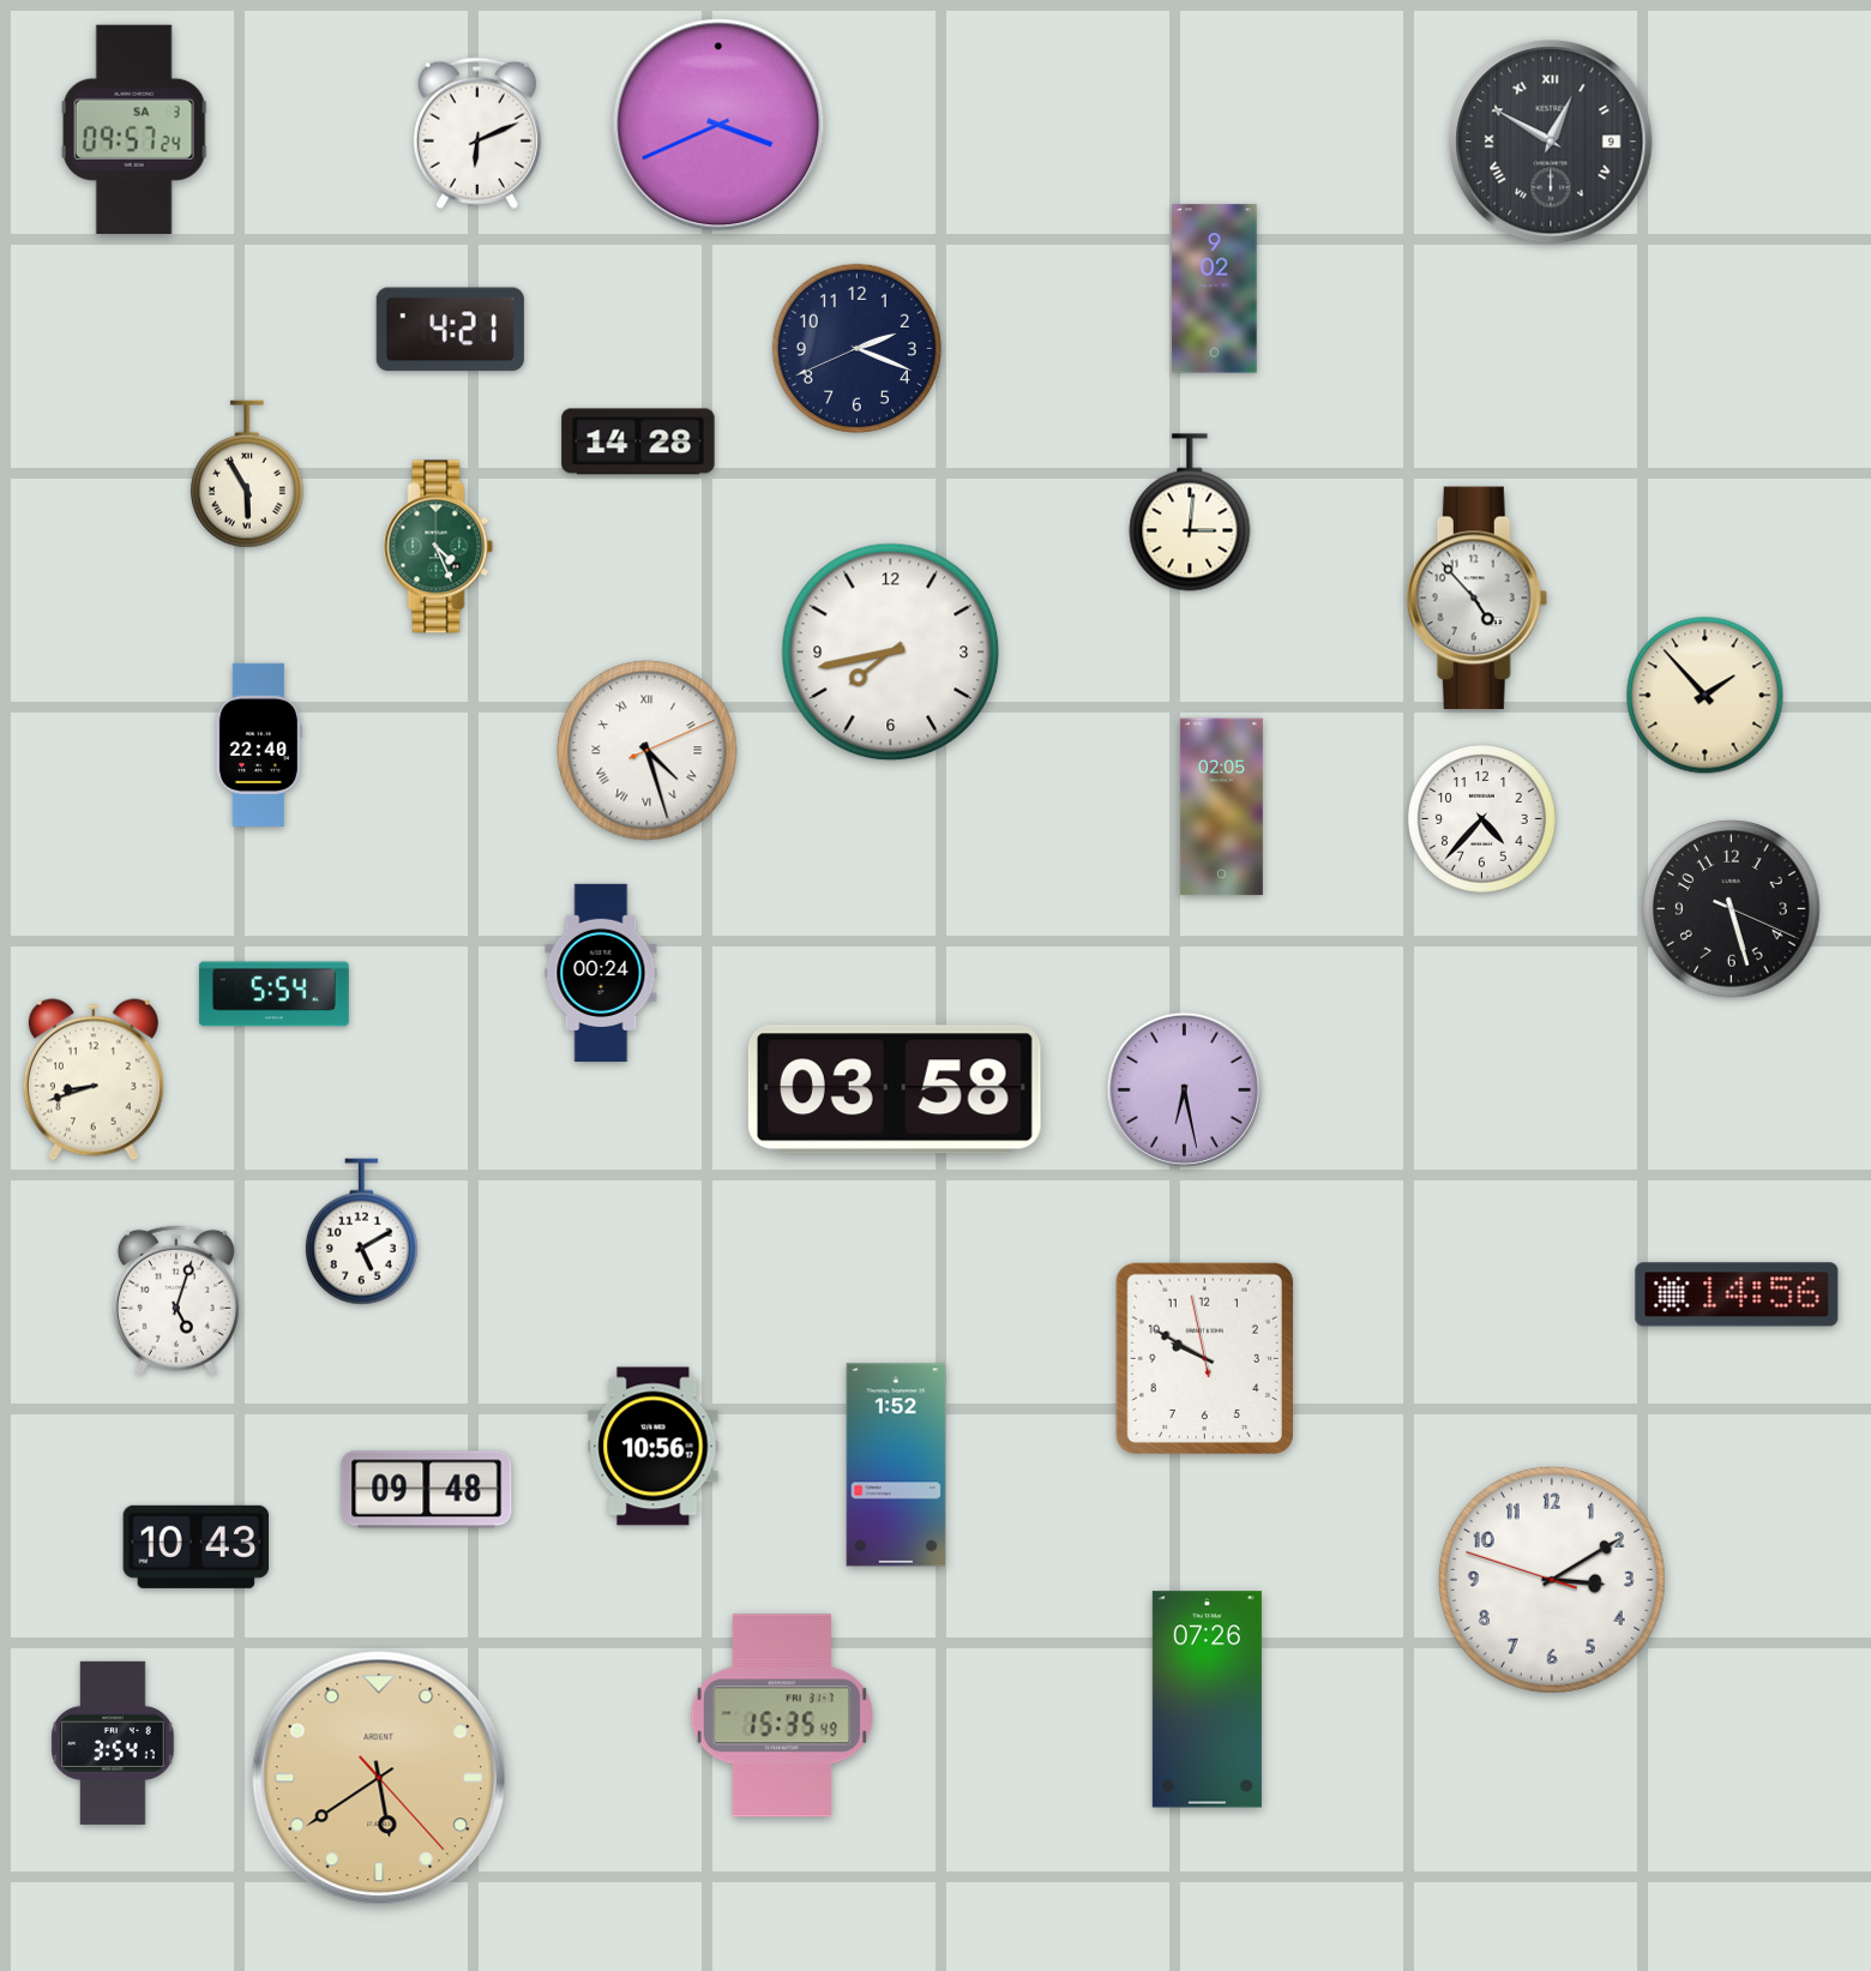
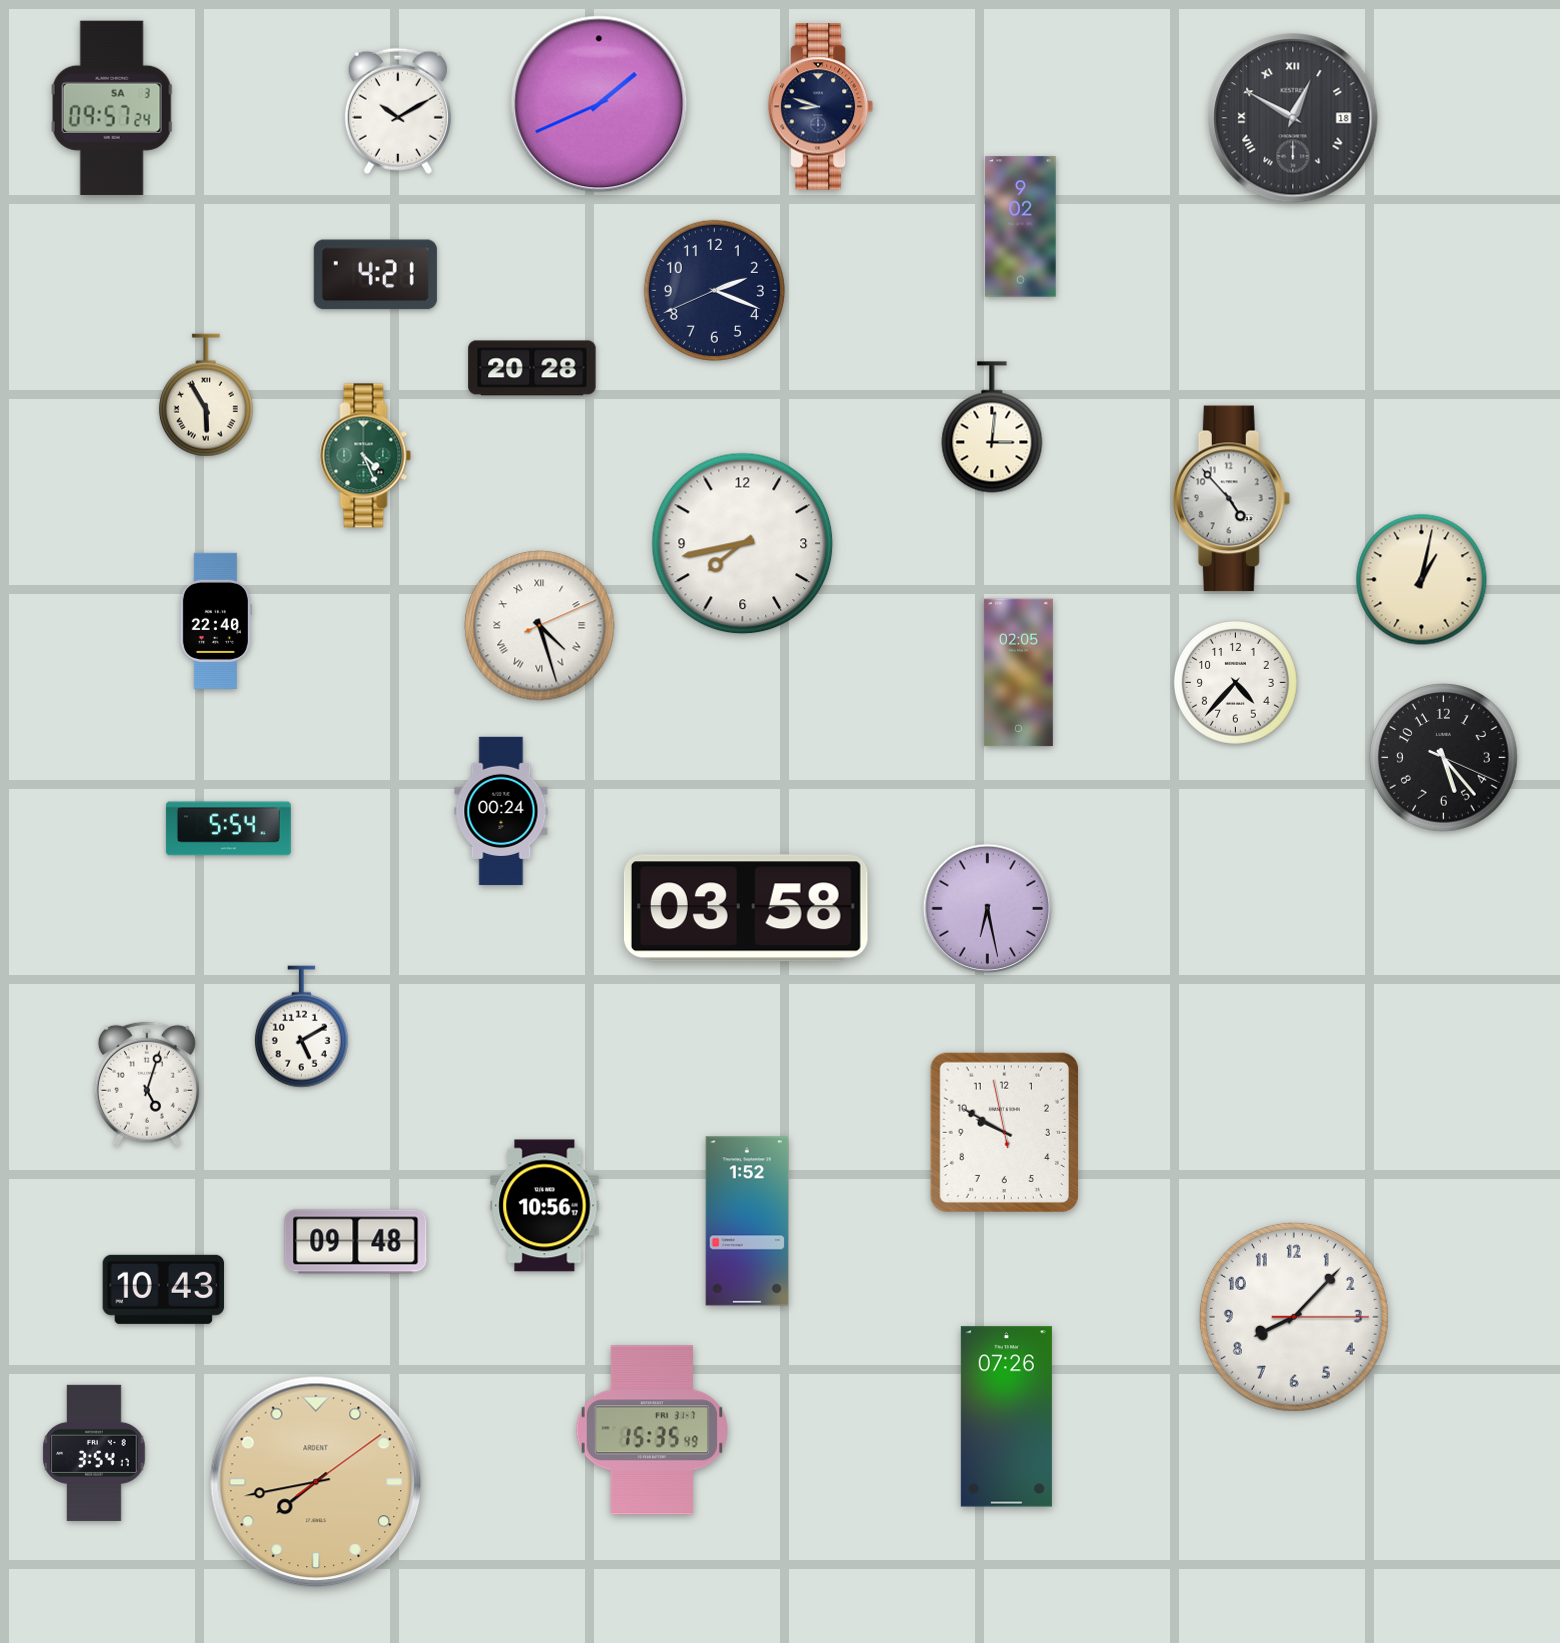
clock at (718, 125): 3:41 -> 1:41
clock at (821, 107): none -> 8:48
clock at (477, 133): 6:11 -> 10:10
clock at (1551, 142) date: 9 -> 18
clock at (1215, 289) position: (1215, 289) -> (1021, 227)
clock at (638, 441): 14:28 -> 20:28
clock at (1705, 696): 1:53 -> 1:02
clock at (1732, 909): 5:27 -> 5:23
clock at (94, 1080): 8:42 -> none
clock at (1737, 1294): 14:56 -> none
clock at (1552, 1580): 3:09 -> 8:07
clock at (379, 1778): 5:39 -> 7:43
